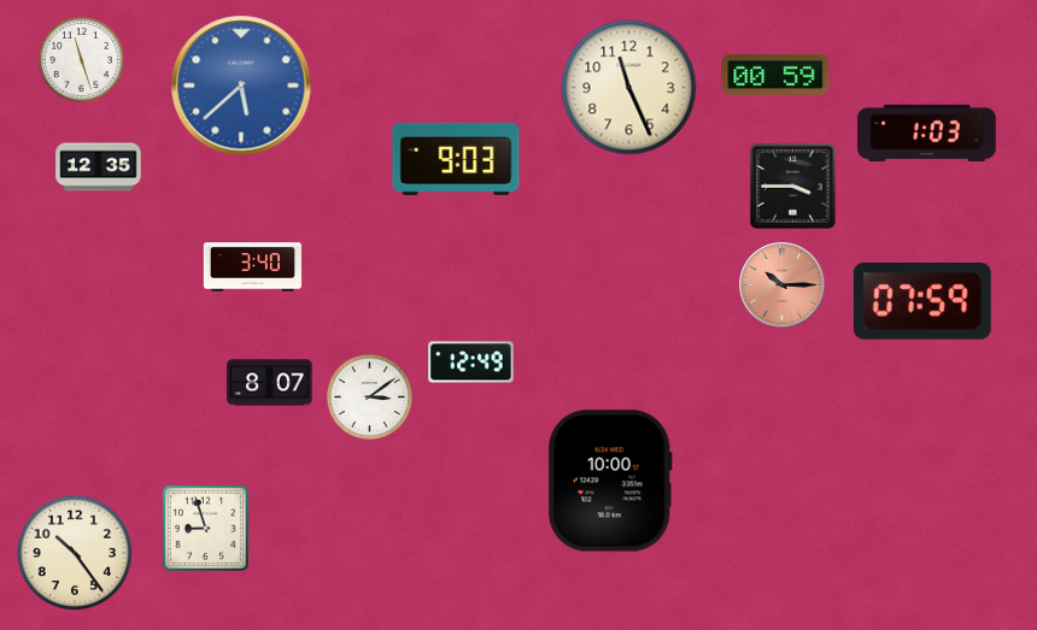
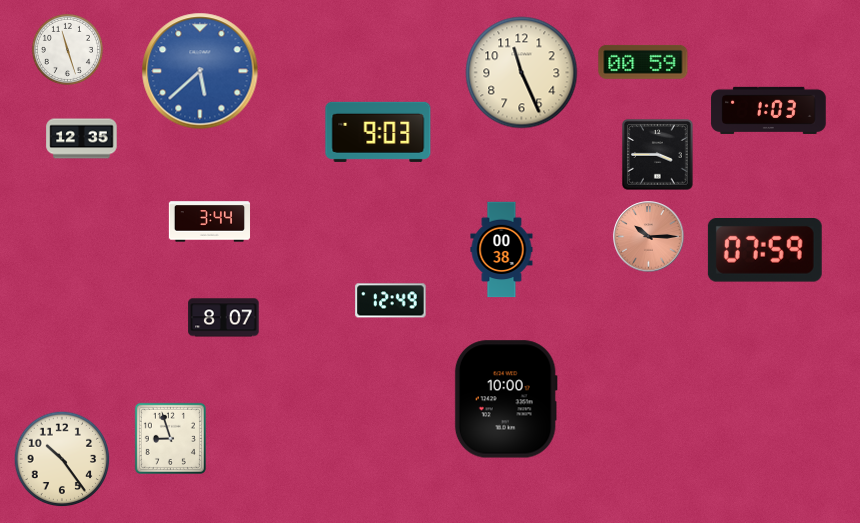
clock at (253, 267): 3:40 -> 3:44
clock at (502, 250): none -> 00:38
clock at (369, 396): 3:09 -> none
